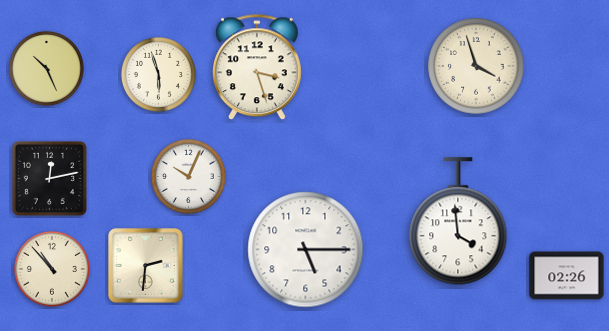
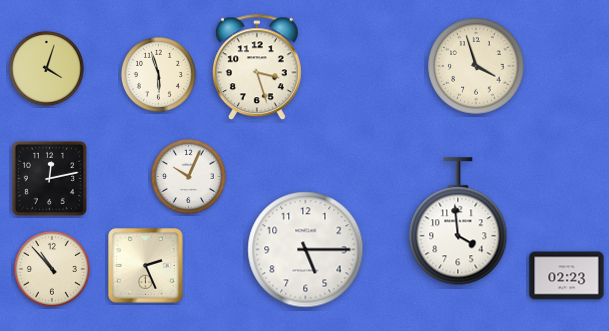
clock at (46, 68): 10:26 -> 4:03
clock at (146, 266): 2:31 -> 2:26
clock at (567, 276): 02:26 -> 02:23
